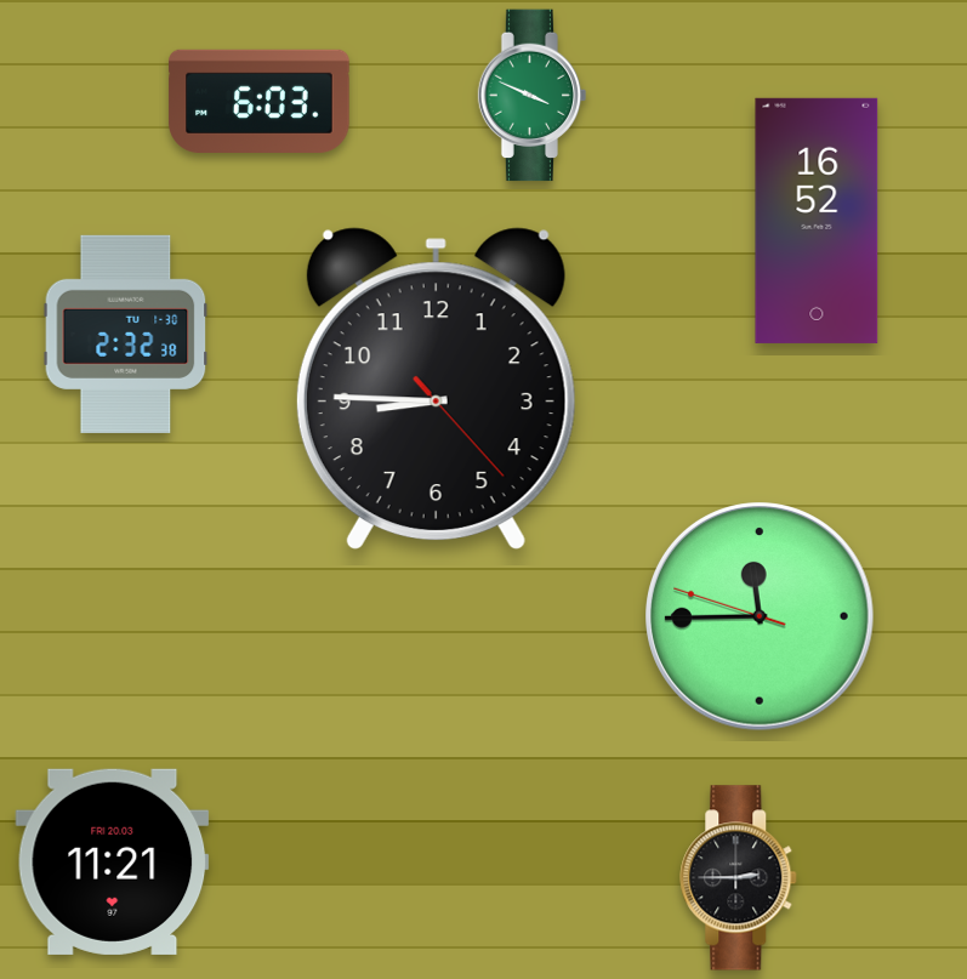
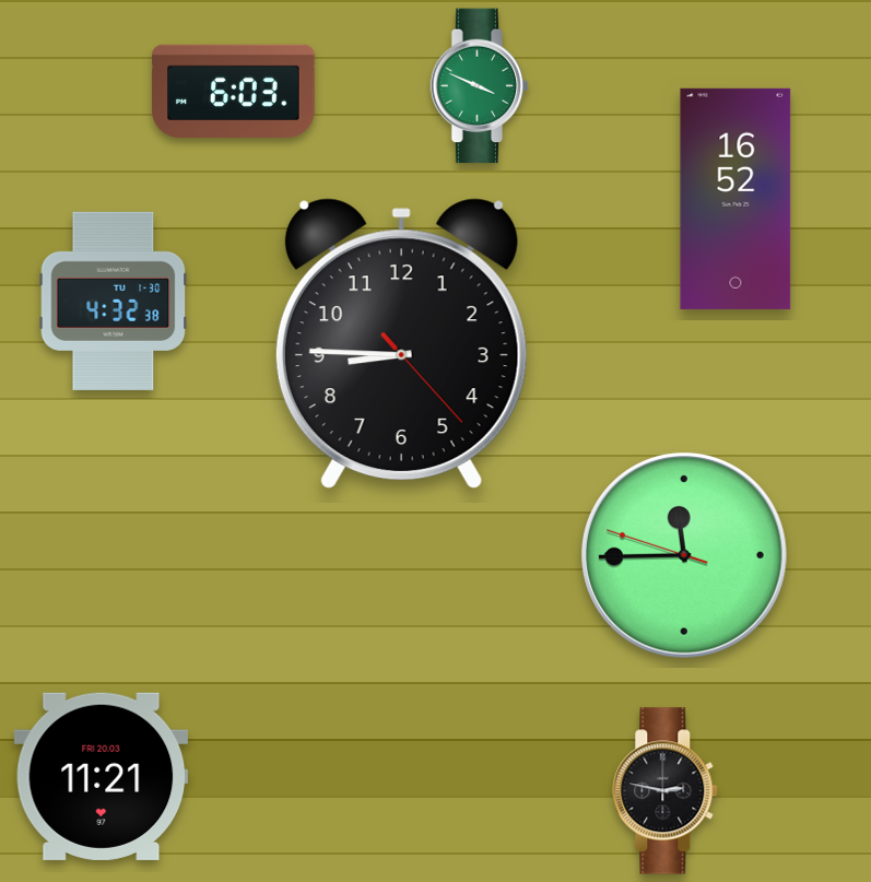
clock at (126, 334): 2:32 -> 4:32
clock at (436, 388) position: (436, 388) -> (401, 343)
clock at (739, 878): 2:45 -> 2:47
